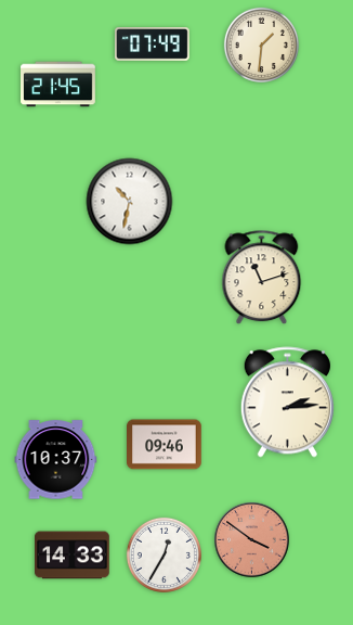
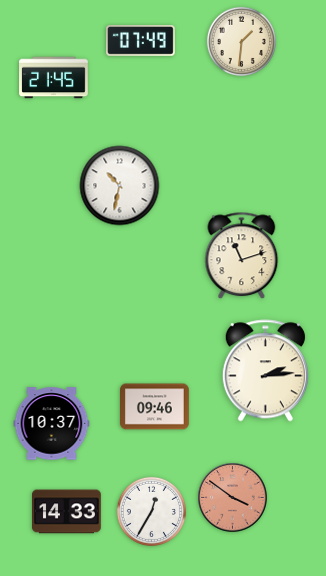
clock at (165, 445) position: (165, 445) -> (155, 407)
